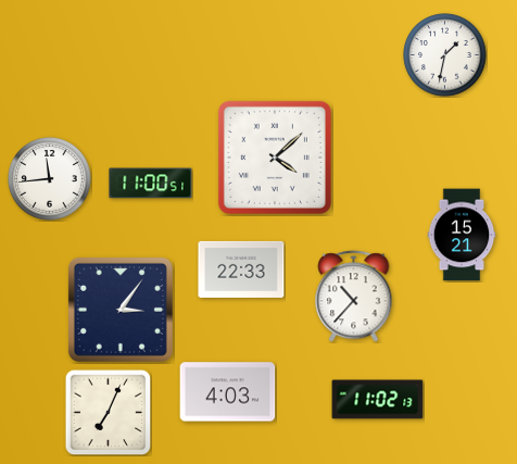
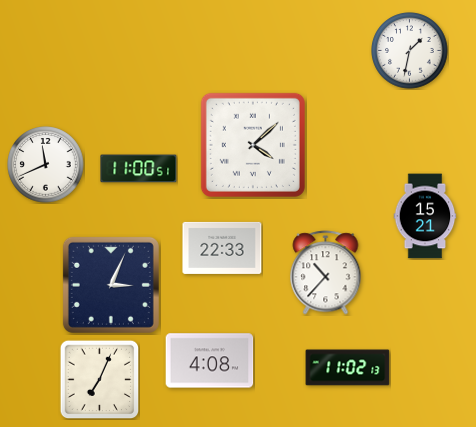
clock at (50, 179): 11:44 -> 11:41
clock at (121, 310): 3:06 -> 3:04
clock at (228, 392): 4:03 -> 4:08
